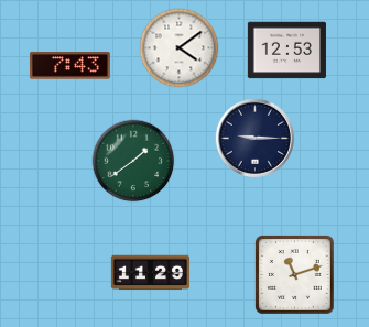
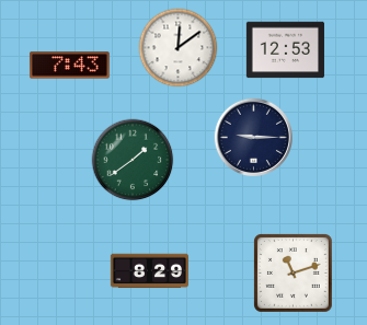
clock at (180, 48): 4:09 -> 12:09
clock at (150, 273): 11:29 -> 8:29
